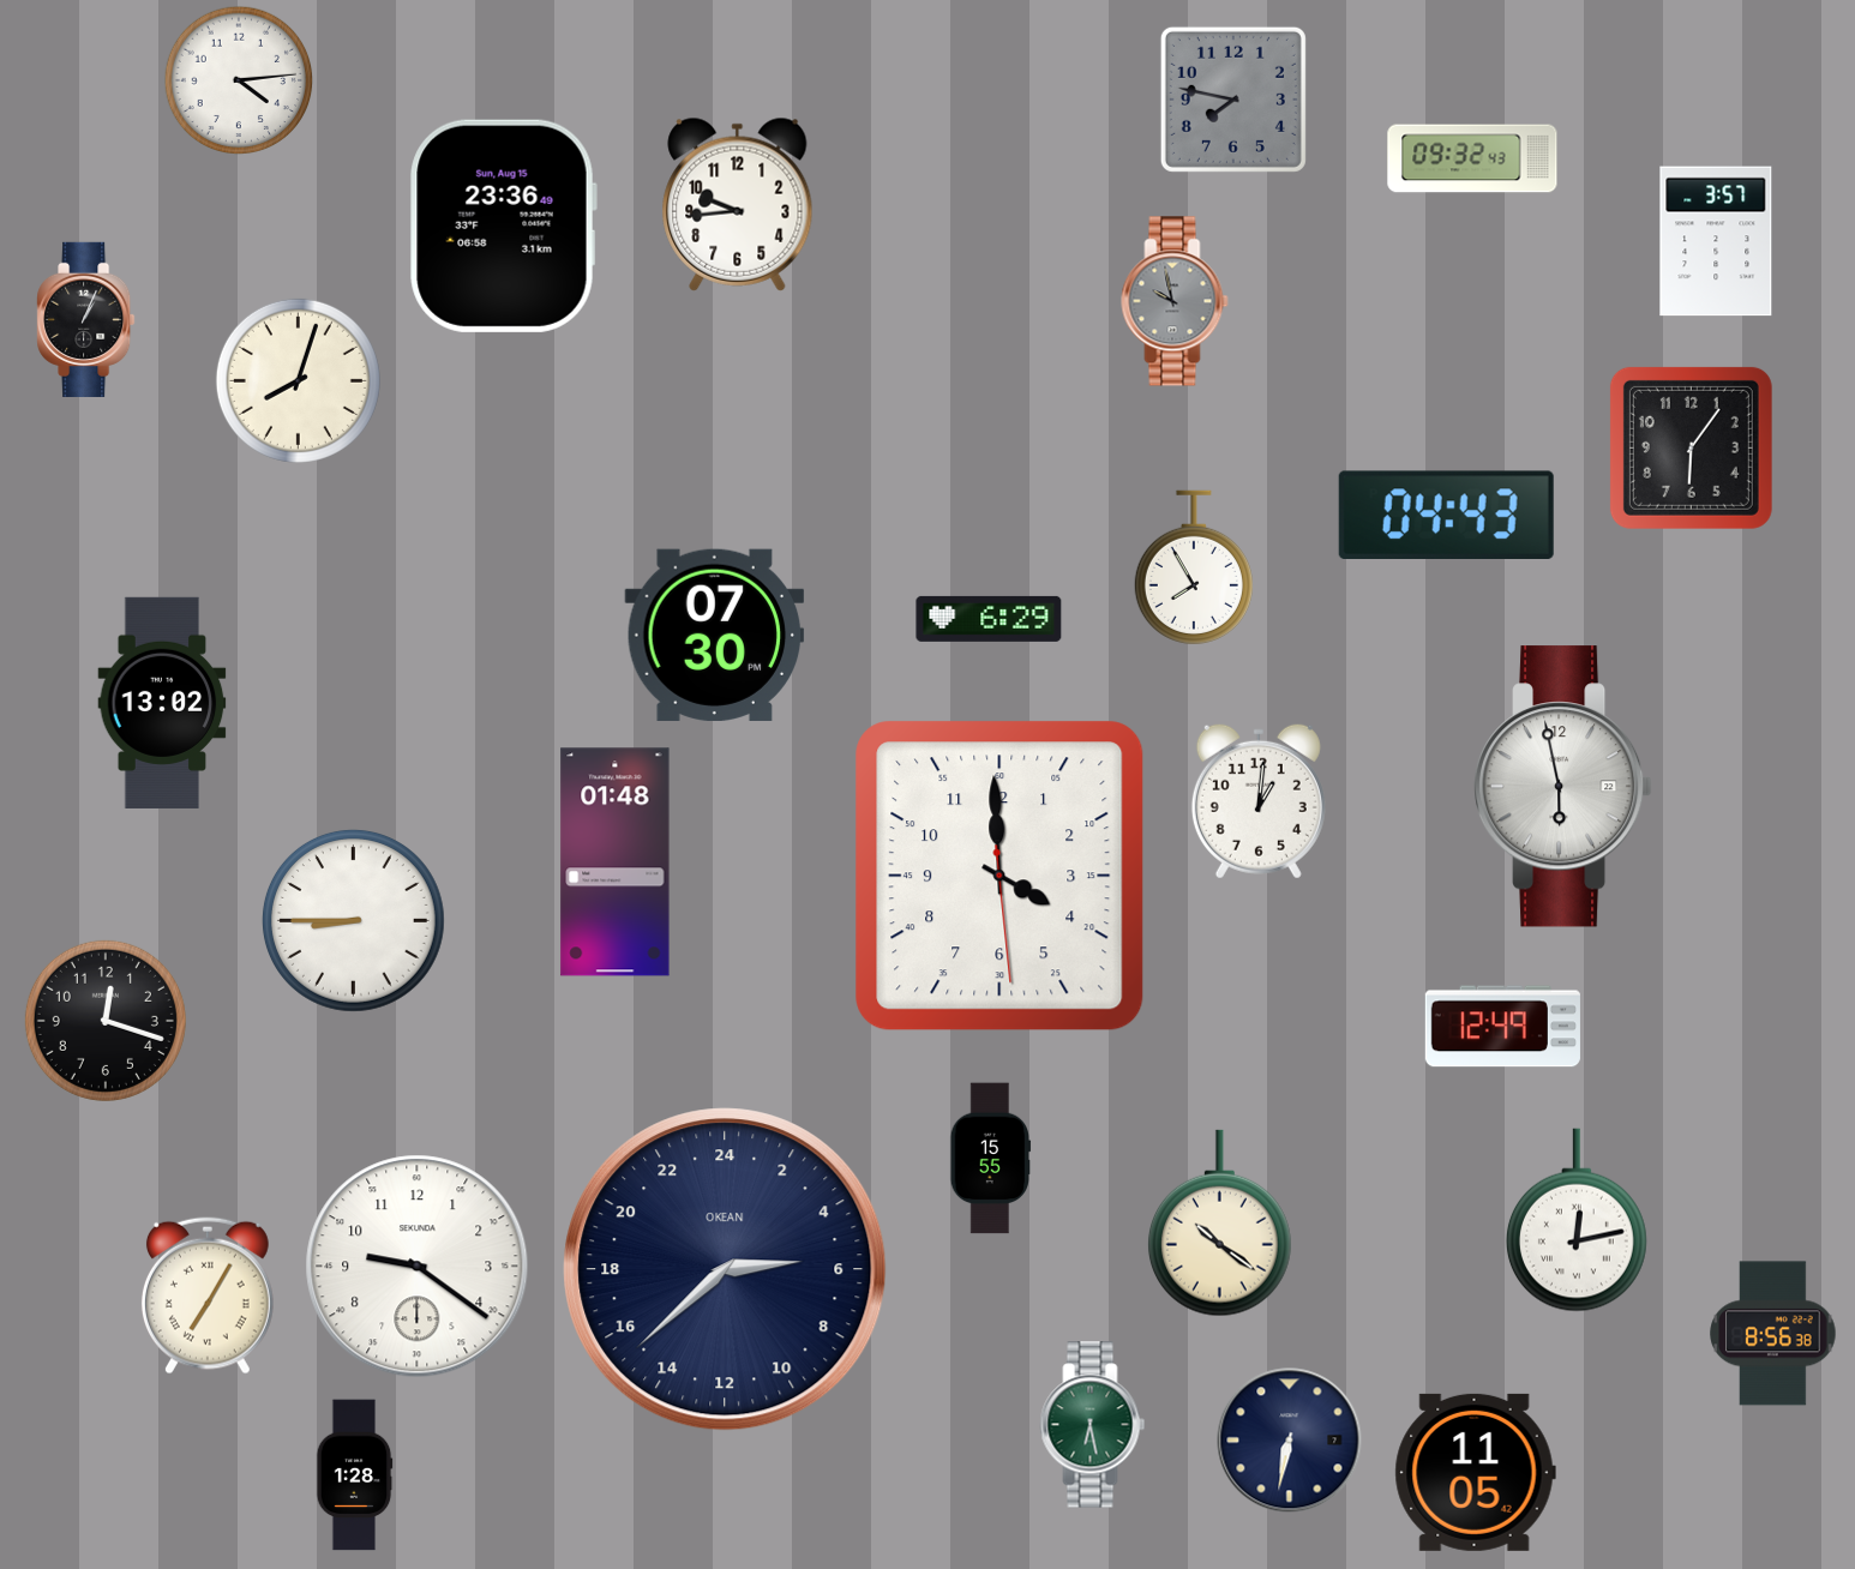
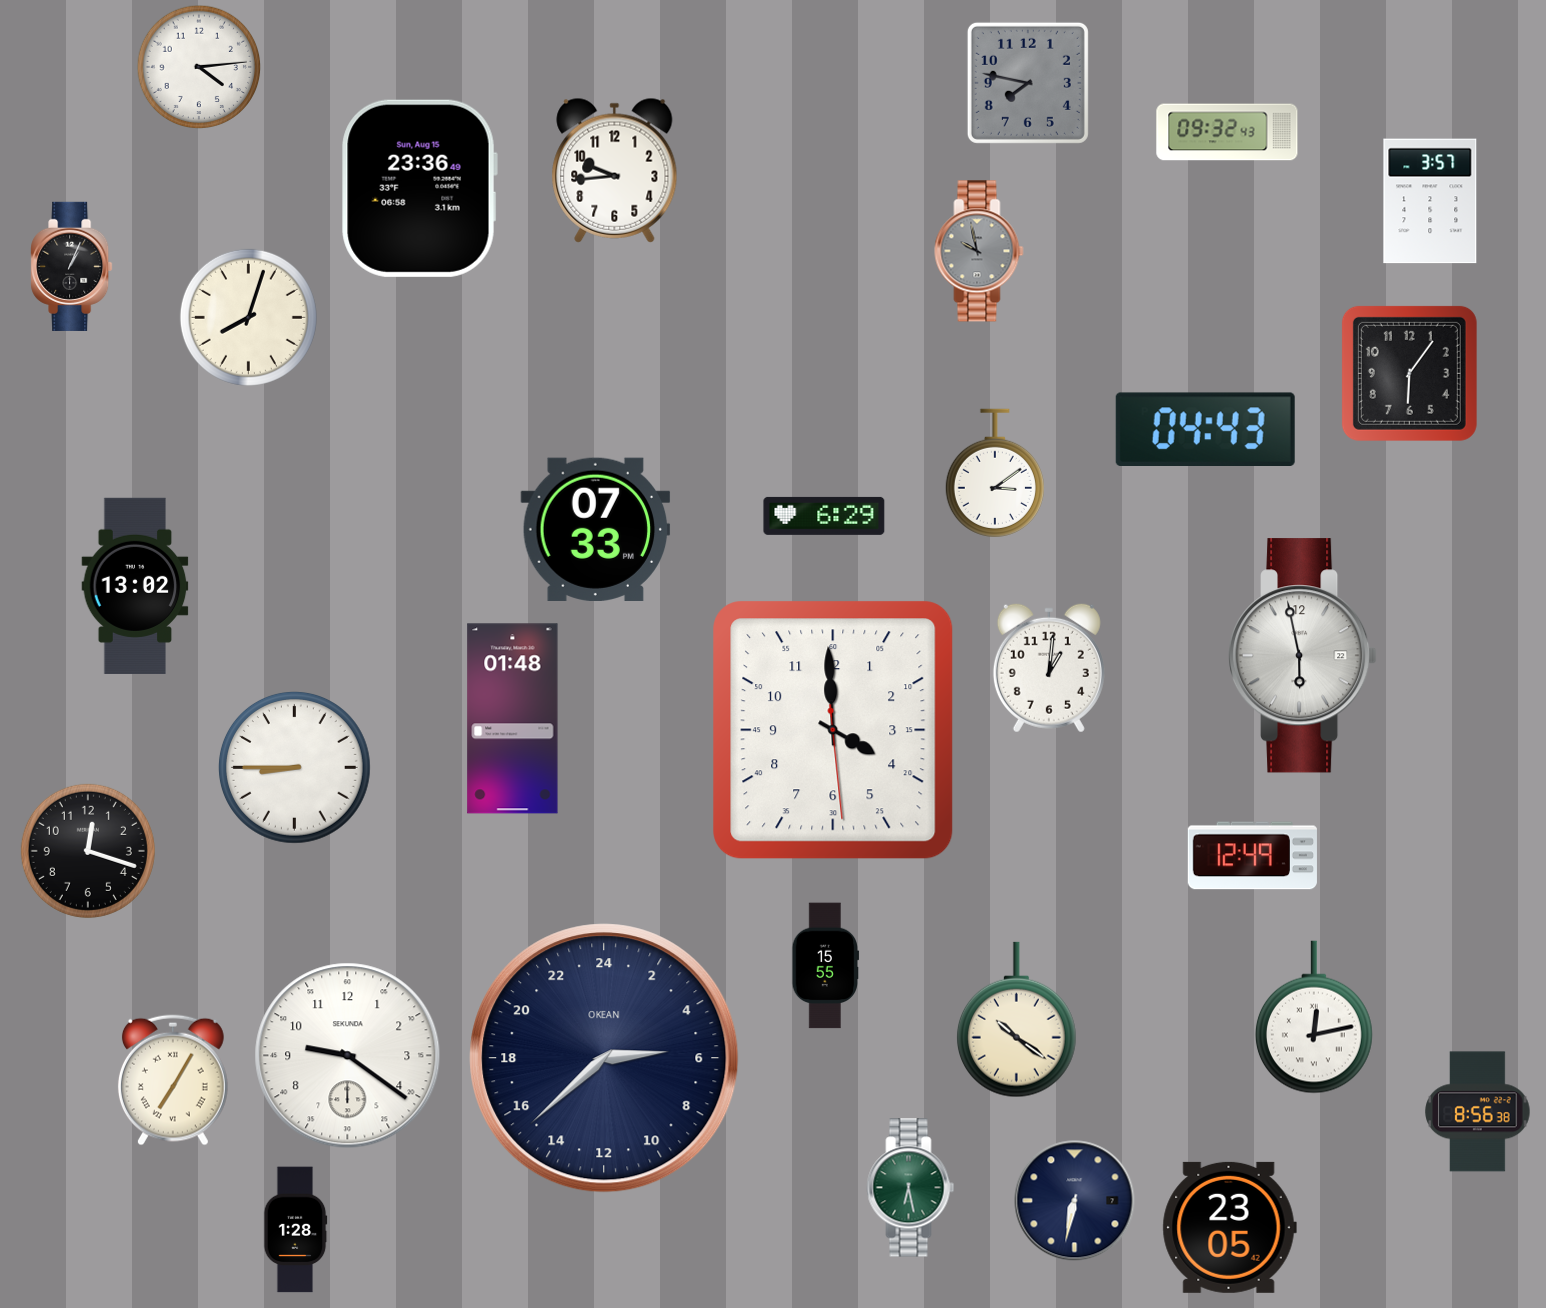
clock at (1194, 567): 7:55 -> 3:09
clock at (715, 635): 07:30 -> 07:33
clock at (1475, 1472): 11:05 -> 23:05
